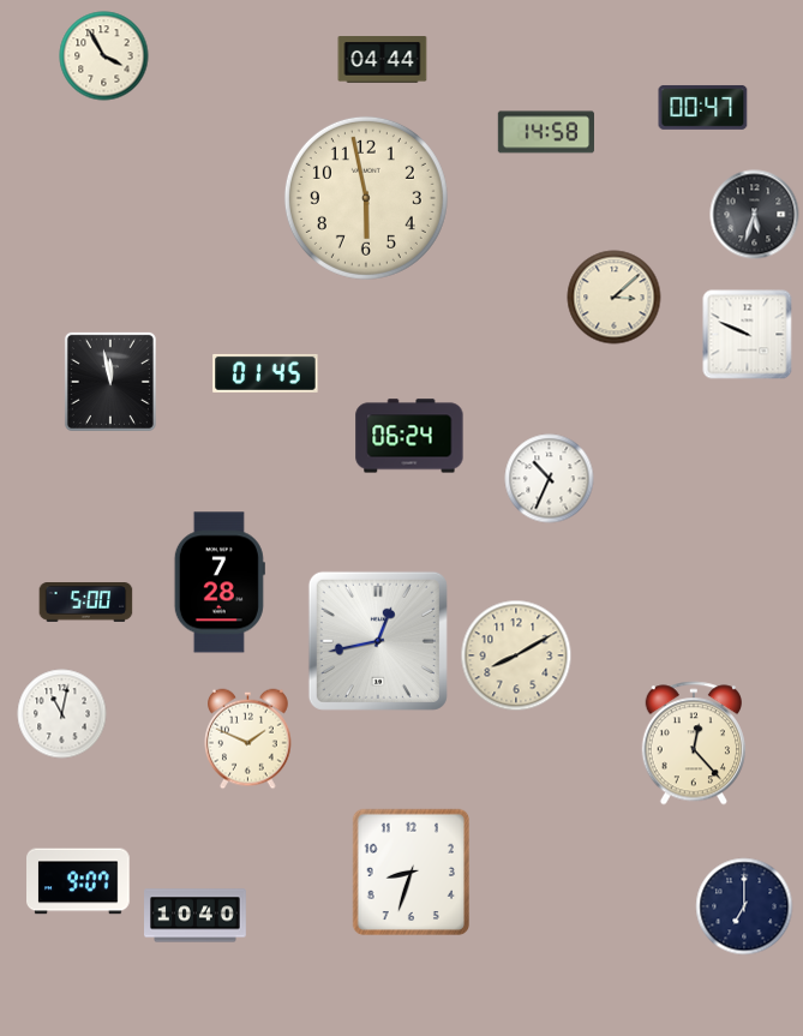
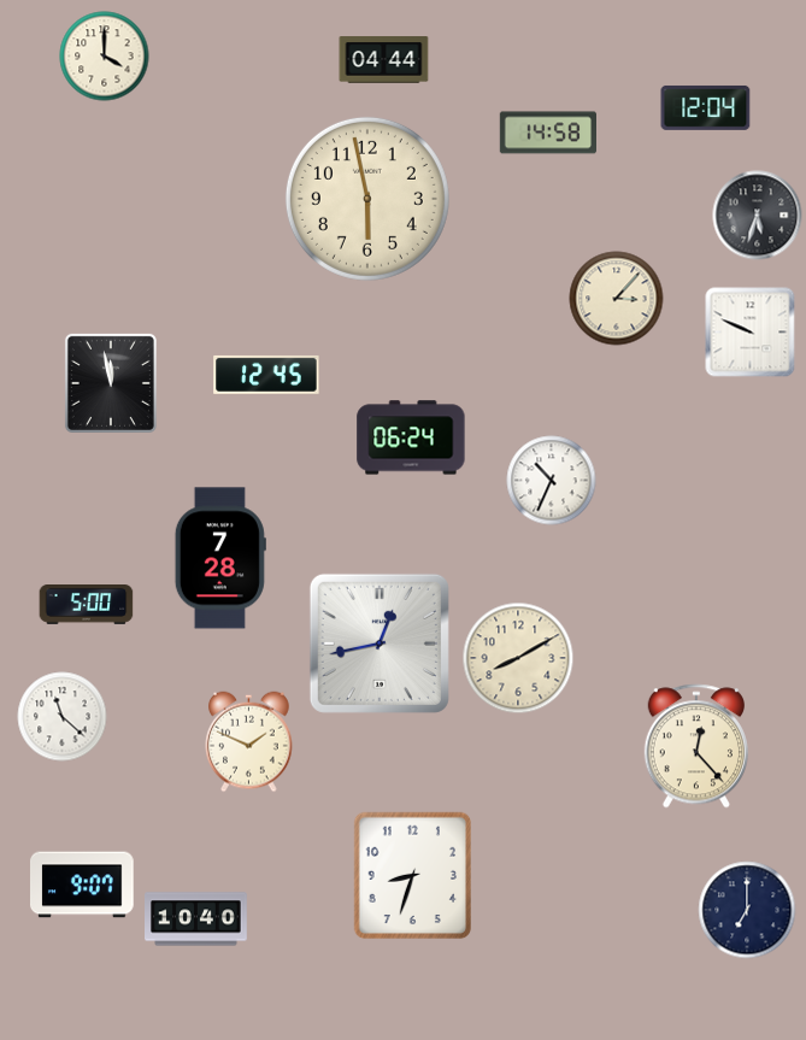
clock at (104, 56): 3:55 -> 4:00
clock at (703, 107): 00:47 -> 12:04
clock at (615, 298): 3:08 -> 3:07
clock at (748, 335) position: (748, 335) -> (751, 333)
clock at (265, 373): 01:45 -> 12:45
clock at (220, 582) position: (220, 582) -> (220, 558)
clock at (62, 714): 11:02 -> 11:22
clock at (79, 881) position: (79, 881) -> (83, 885)
